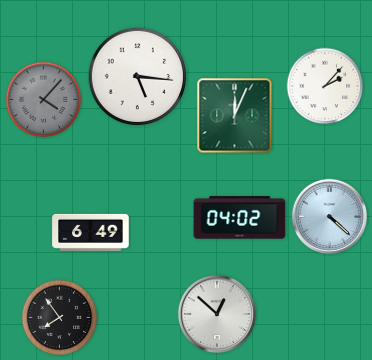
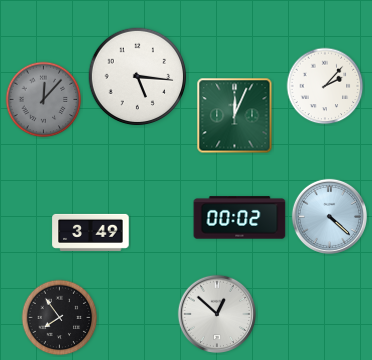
clock at (44, 100): 4:07 -> 12:07
clock at (240, 218): 04:02 -> 00:02
clock at (91, 232): 6:49 -> 3:49
